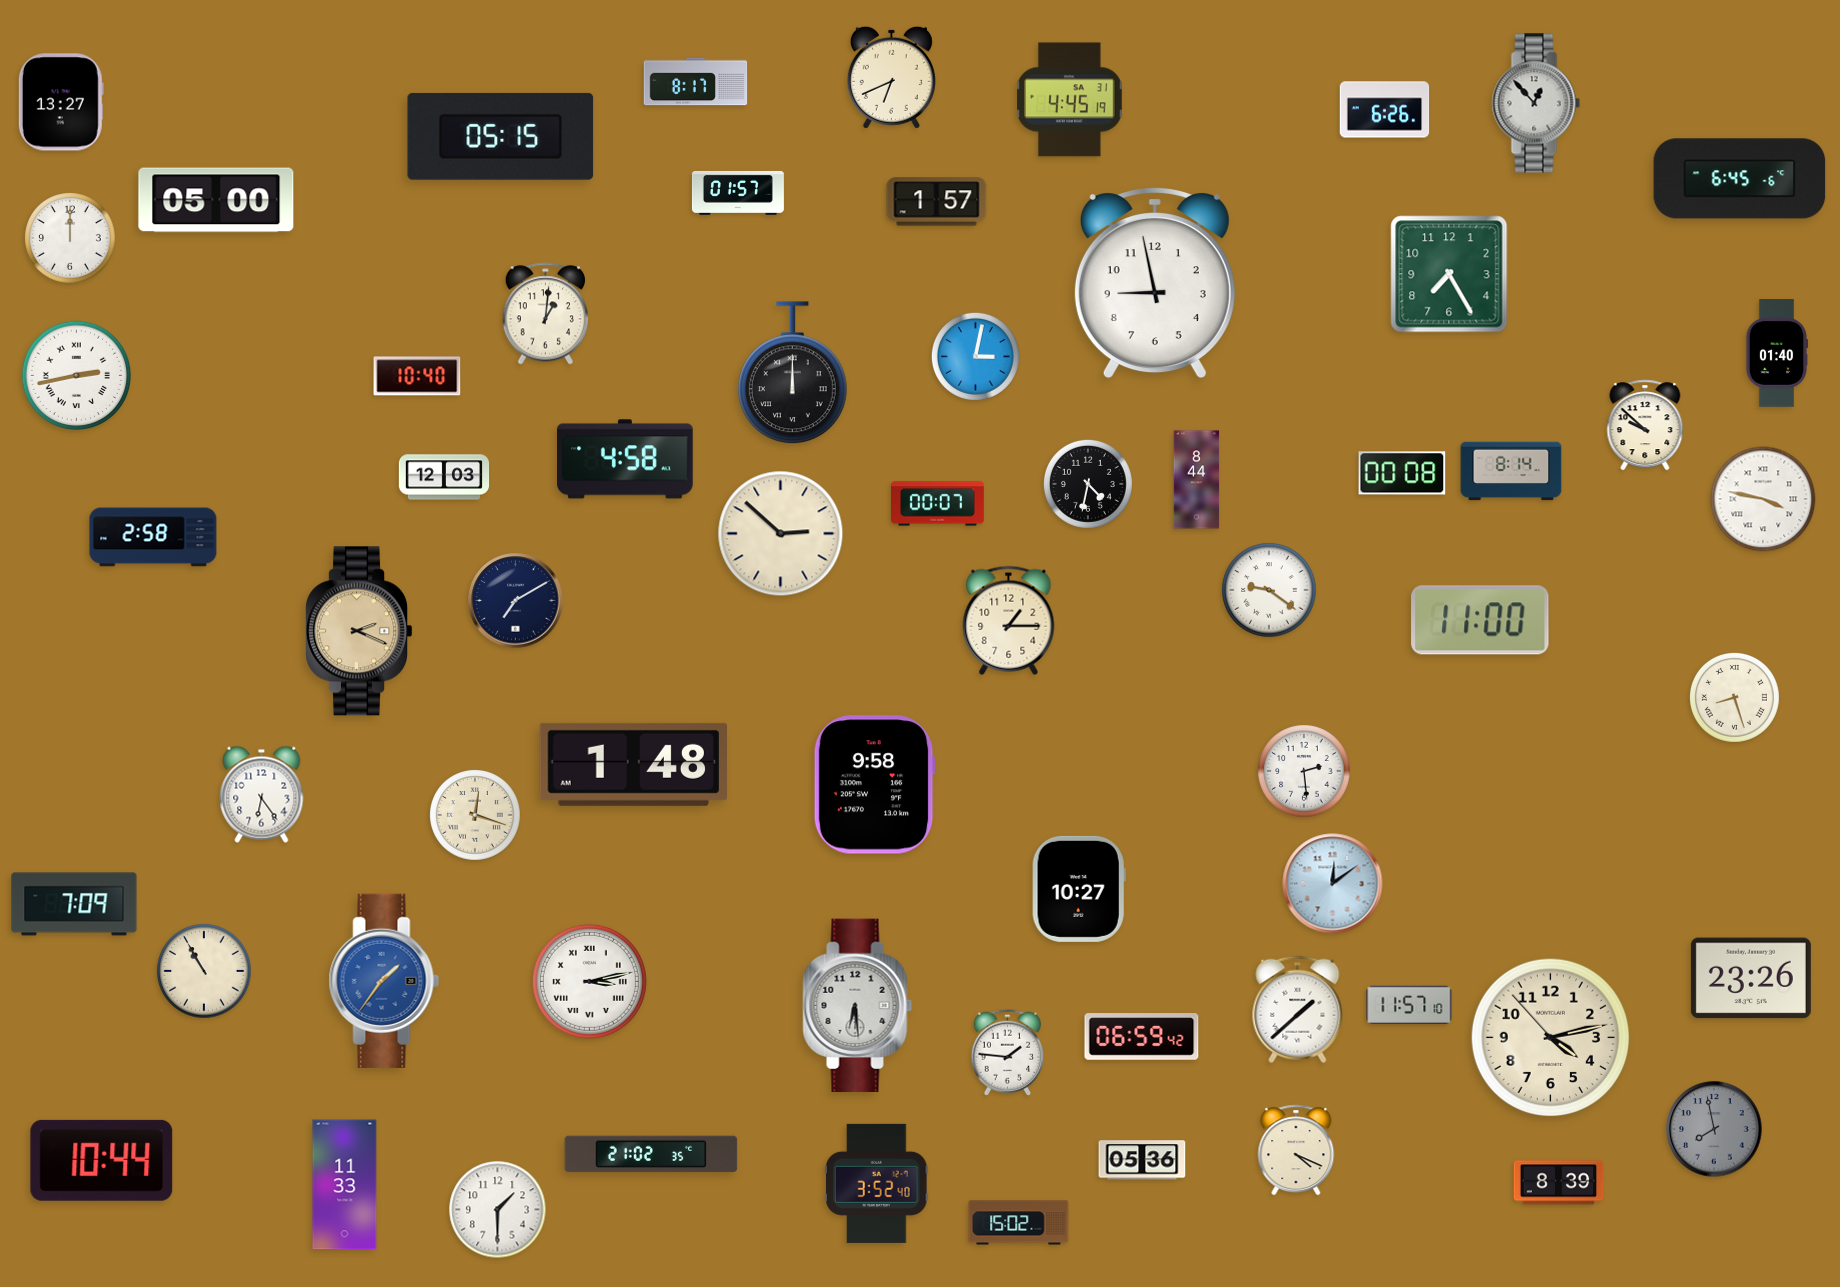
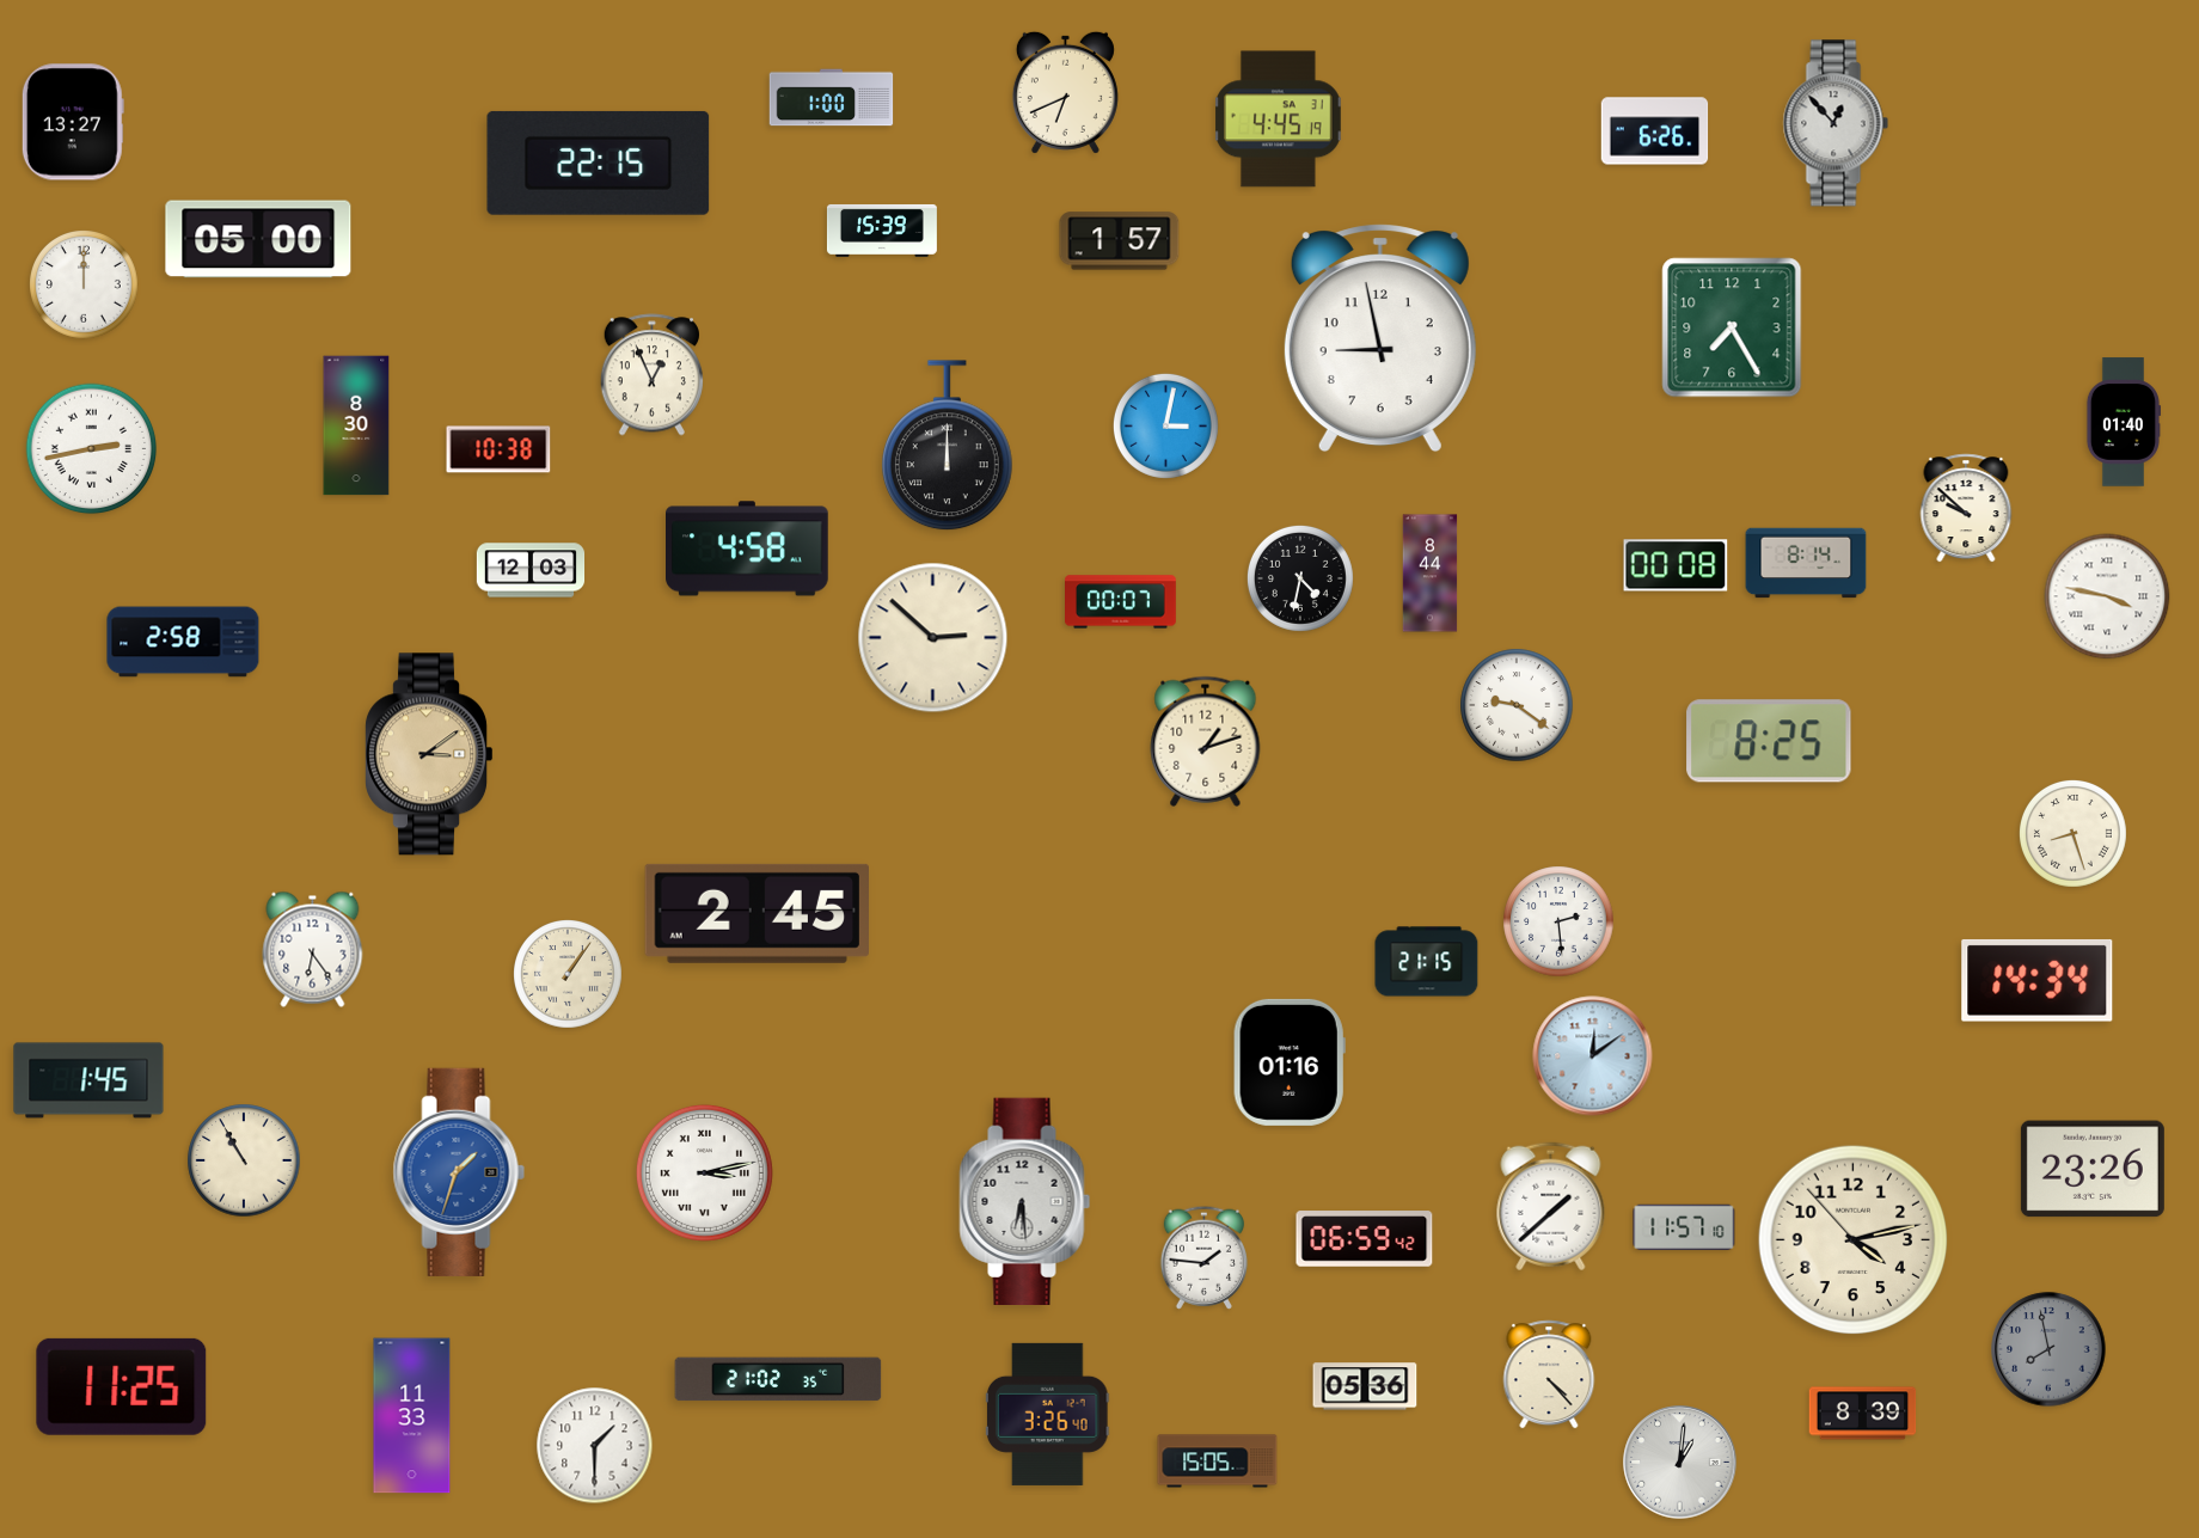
clock at (696, 82): 8:17 -> 1:00
clock at (501, 136): 05:15 -> 22:15
clock at (1740, 179): 6:45 -> none
clock at (738, 193): 01:57 -> 15:39
clock at (545, 314): 1:01 -> 12:56
clock at (356, 425): none -> 8:30
clock at (417, 376): 10:40 -> 10:38
clock at (516, 601): 7:10 -> none
clock at (1009, 620): 1:15 -> 1:12
clock at (1480, 620): 11:00 -> 8:25
clock at (359, 631): 2:19 -> 3:09
clock at (633, 764): 1:48 -> 2:45
clock at (874, 785): 9:58 -> none
clock at (1427, 962): none -> 21:15
clock at (476, 816): 12:18 -> 1:06
clock at (2038, 980): none -> 14:34
clock at (1079, 889): 10:27 -> 01:16
clock at (74, 904): 7:09 -> 1:45
clock at (384, 981): 1:36 -> 1:33
clock at (1409, 1005) position: (1409, 1005) -> (1684, 1227)
clock at (1296, 1150): 4:19 -> 4:23
clock at (102, 1160): 10:44 -> 11:25
clock at (877, 1183): 3:52 -> 3:26
clock at (1019, 1223): 15:02 -> 15:05
clock at (1680, 1463): none -> 1:01
